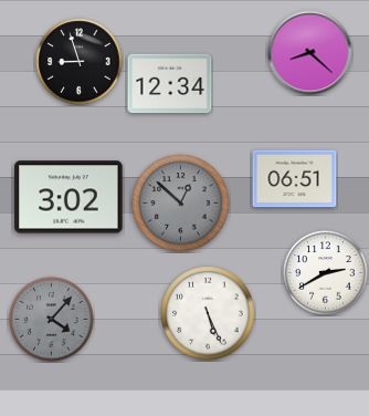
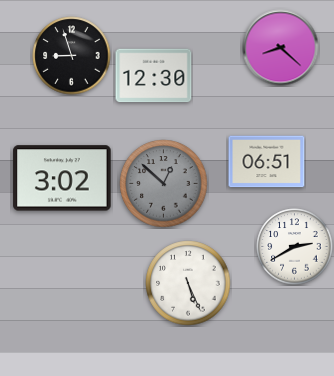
clock at (170, 84): 12:34 -> 12:30
clock at (52, 320): 4:07 -> none
